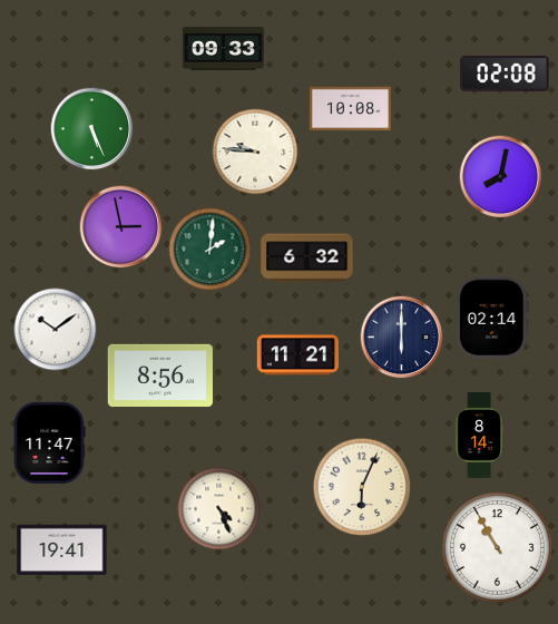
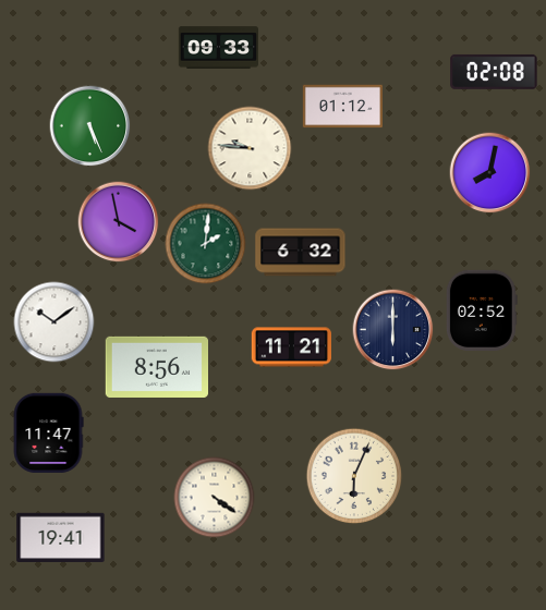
clock at (350, 109): 10:08 -> 01:12
clock at (121, 227): 2:58 -> 3:58
clock at (492, 318): 02:14 -> 02:52
clock at (479, 436): 8:14 -> none
clock at (219, 509): 4:26 -> 4:21
clock at (497, 547): 10:55 -> none
